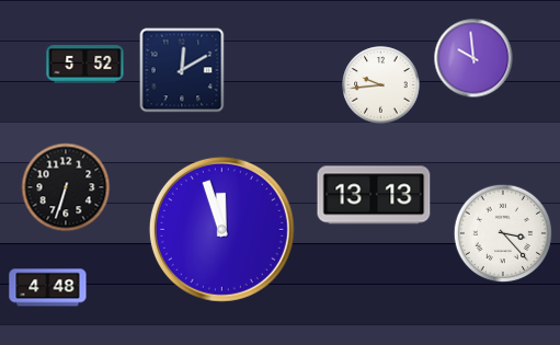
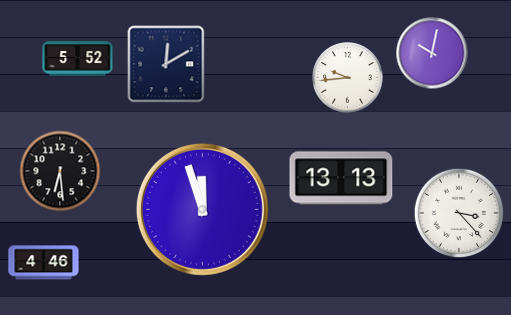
clock at (473, 58): 9:59 -> 10:02
clock at (66, 187): 6:33 -> 6:29
clock at (48, 288): 4:48 -> 4:46
